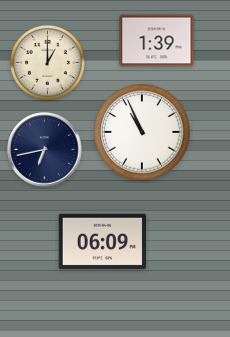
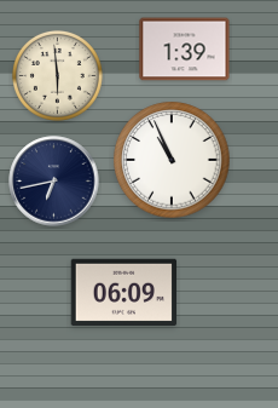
clock at (157, 41) position: (157, 41) -> (185, 50)
clock at (47, 62): 1:00 -> 5:59
